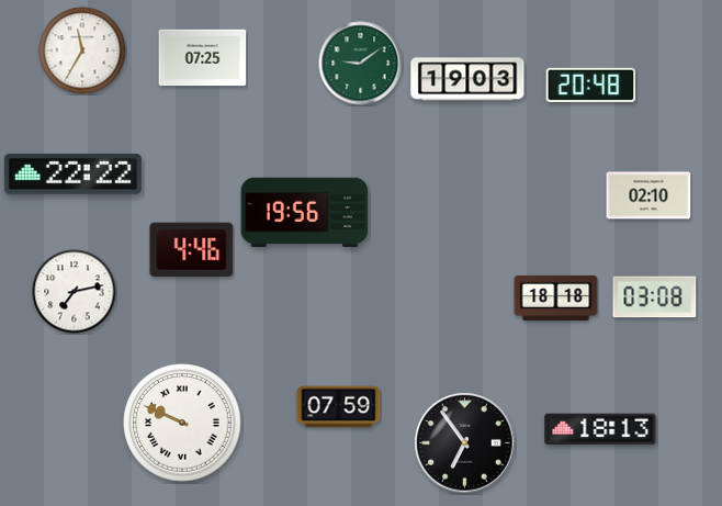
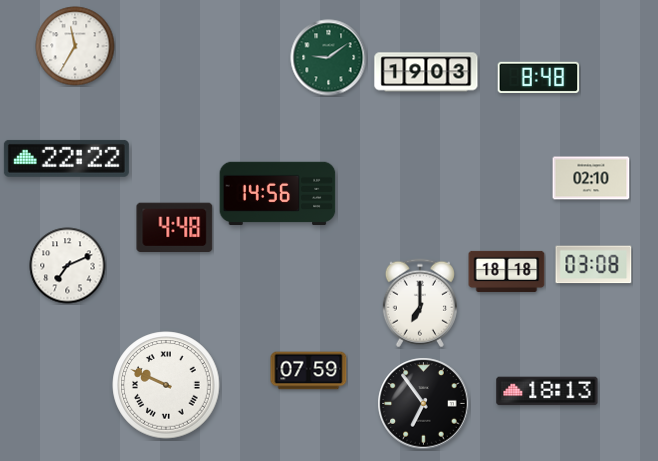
clock at (203, 58): 07:25 -> none
clock at (591, 85): 20:48 -> 8:48
clock at (305, 213): 19:56 -> 14:56
clock at (192, 249): 4:46 -> 4:48
clock at (75, 292): 7:13 -> 7:11
clock at (655, 297) position: (655, 297) -> (594, 265)
clock at (420, 303): none -> 7:00
